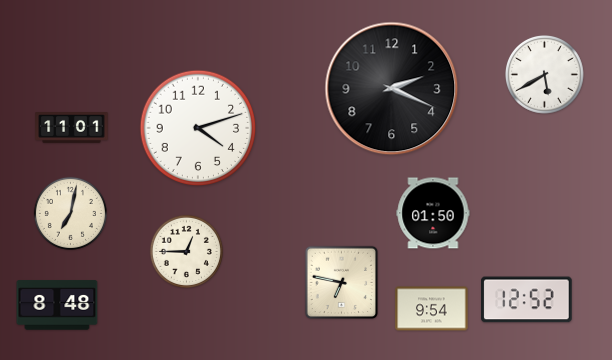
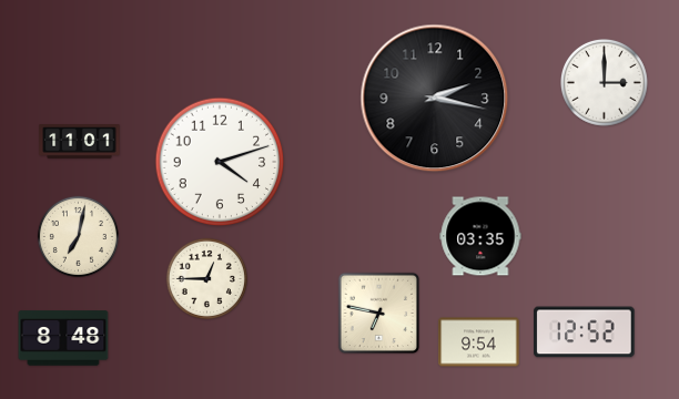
clock at (545, 75): 5:40 -> 3:00
clock at (392, 89): 2:19 -> 2:17
clock at (198, 128) position: (198, 128) -> (220, 162)
clock at (433, 213): 01:50 -> 03:35
